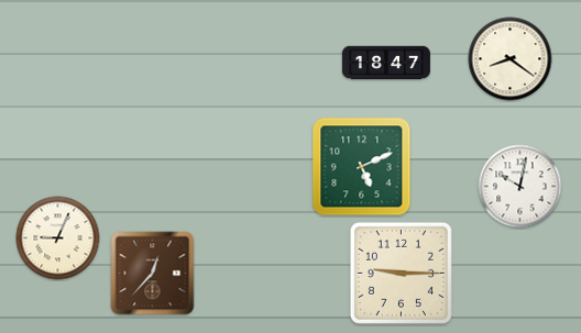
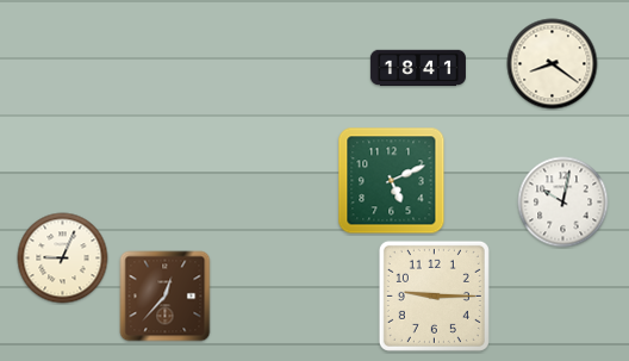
clock at (386, 63): 18:47 -> 18:41
